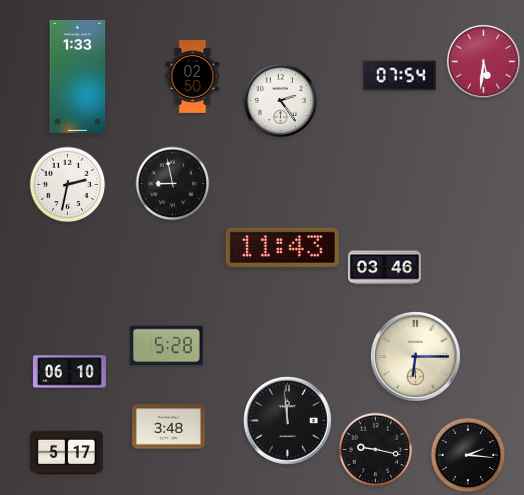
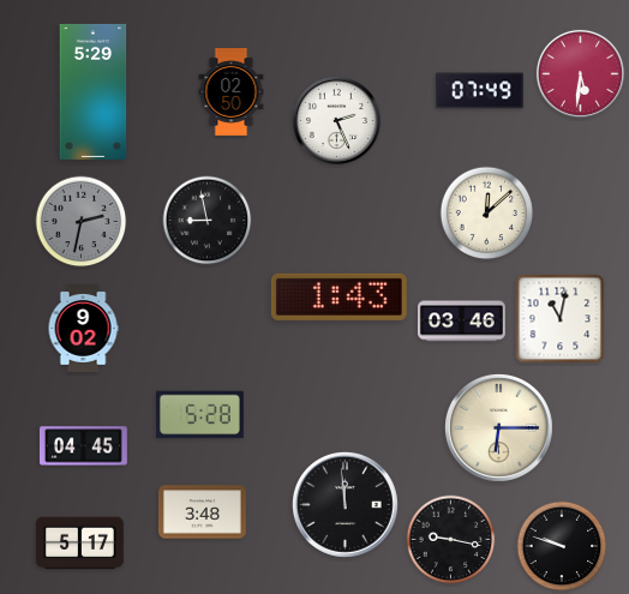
clock at (78, 76): 1:33 -> 5:29
clock at (399, 76): 07:54 -> 07:49
clock at (280, 100): 2:24 -> 2:26
clock at (487, 214): none -> 12:08
clock at (68, 185) dial: white -> grey
clock at (282, 247): 11:43 -> 1:43
clock at (561, 319): none -> 11:02
clock at (83, 329): none -> 9:02
clock at (69, 372): 06:10 -> 04:45
clock at (468, 455): 2:16 -> 9:48
